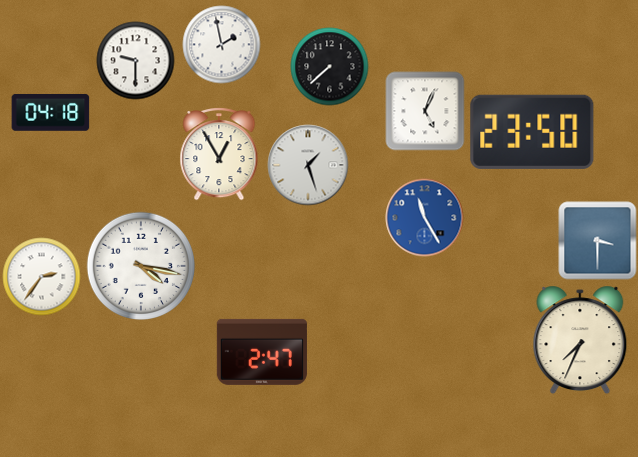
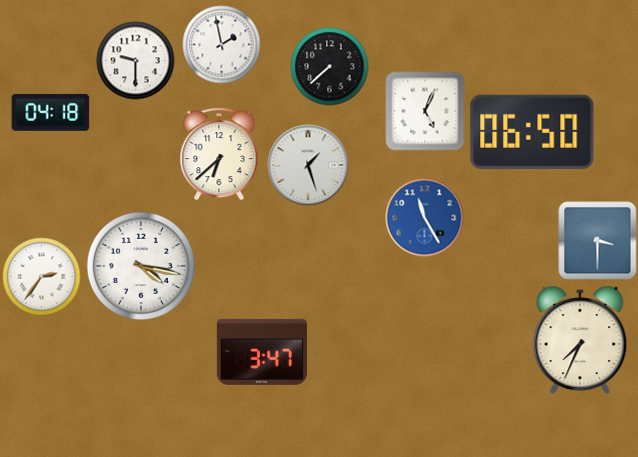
clock at (532, 132): 23:50 -> 06:50
clock at (219, 154): 12:55 -> 6:38
clock at (262, 352): 2:47 -> 3:47
